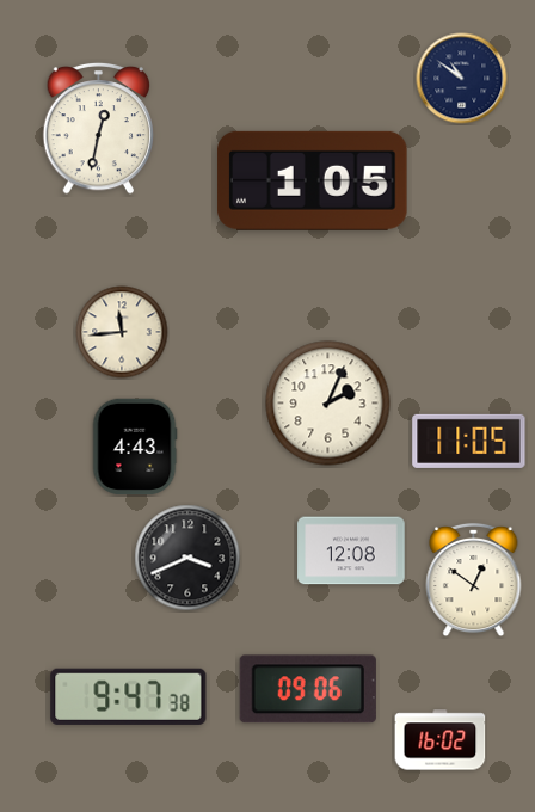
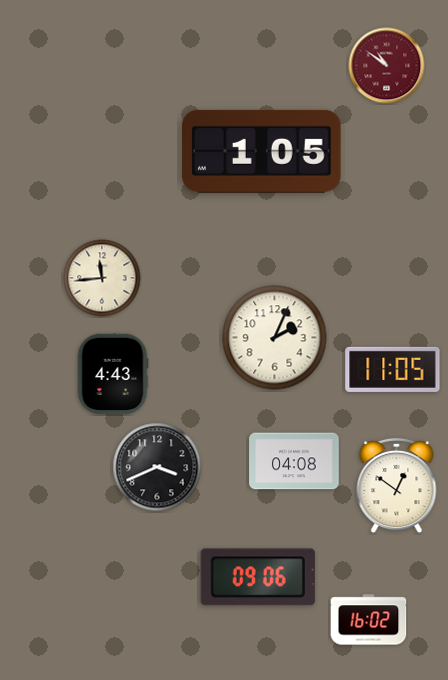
clock at (462, 79) dial: navy -> burgundy
clock at (99, 128): 12:32 -> none
clock at (351, 550): 12:08 -> 04:08
clock at (129, 696): 9:47 -> none
